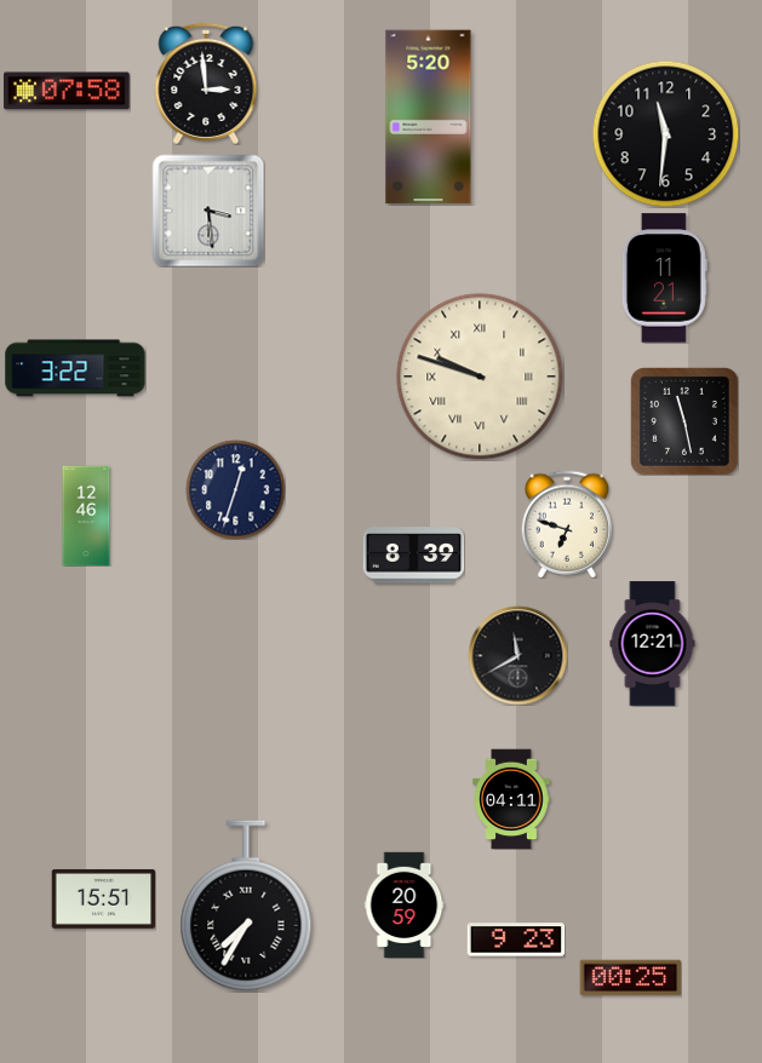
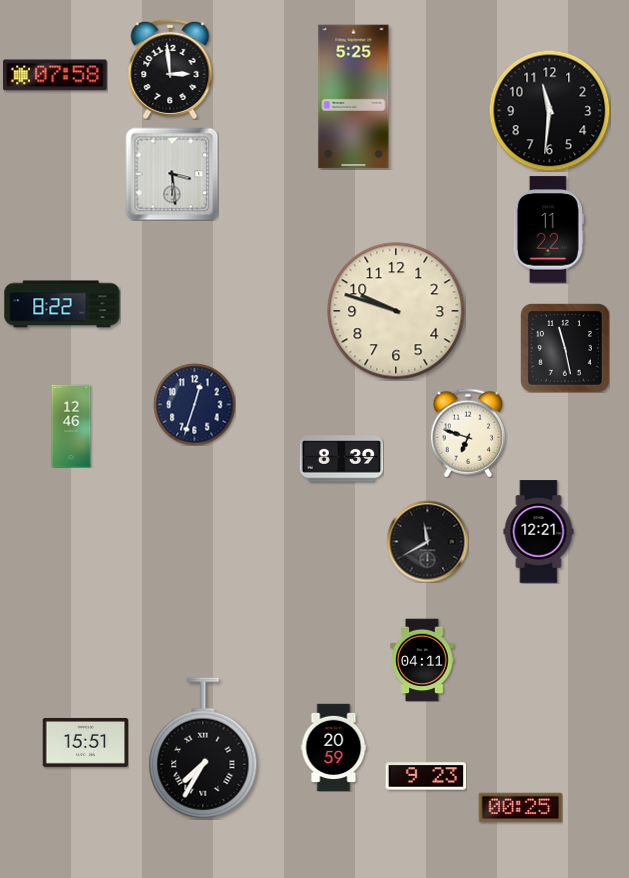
clock at (429, 117): 5:20 -> 5:25
clock at (664, 278): 11:21 -> 11:22
clock at (75, 368): 3:22 -> 8:22
clock at (480, 377) numerals: Roman -> Arabic
